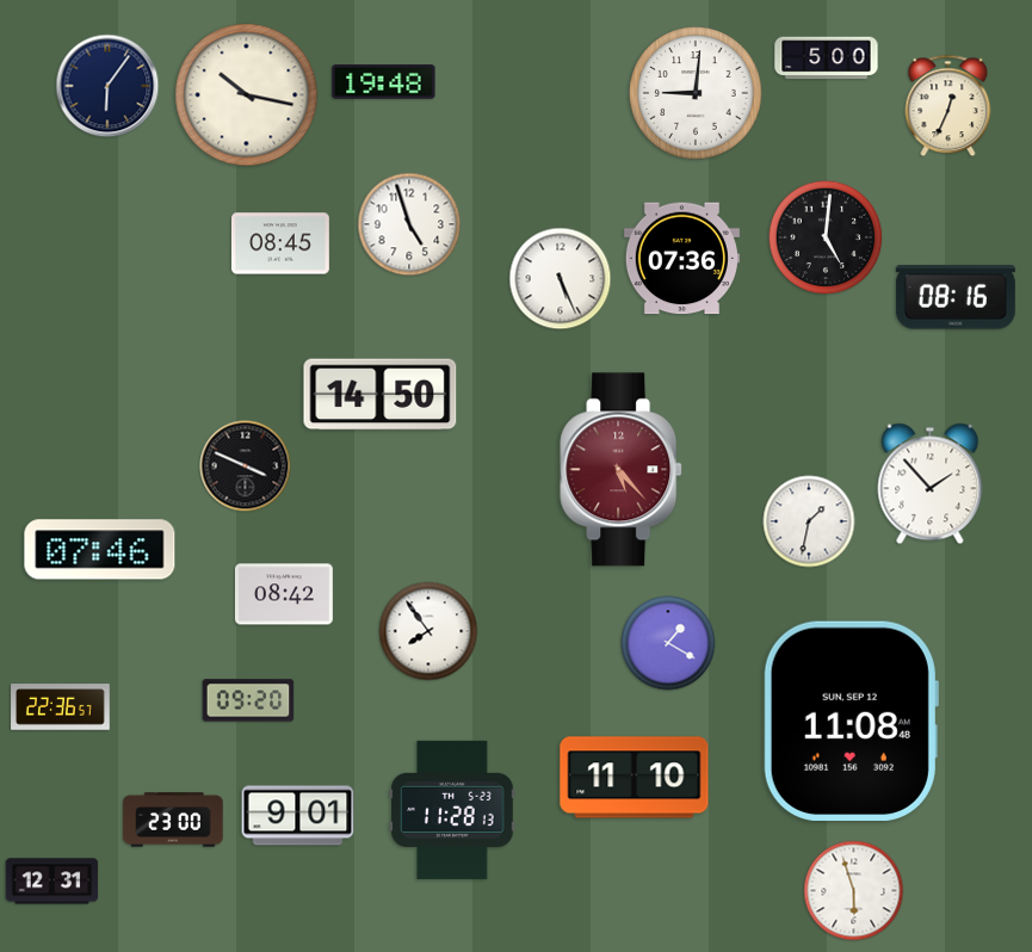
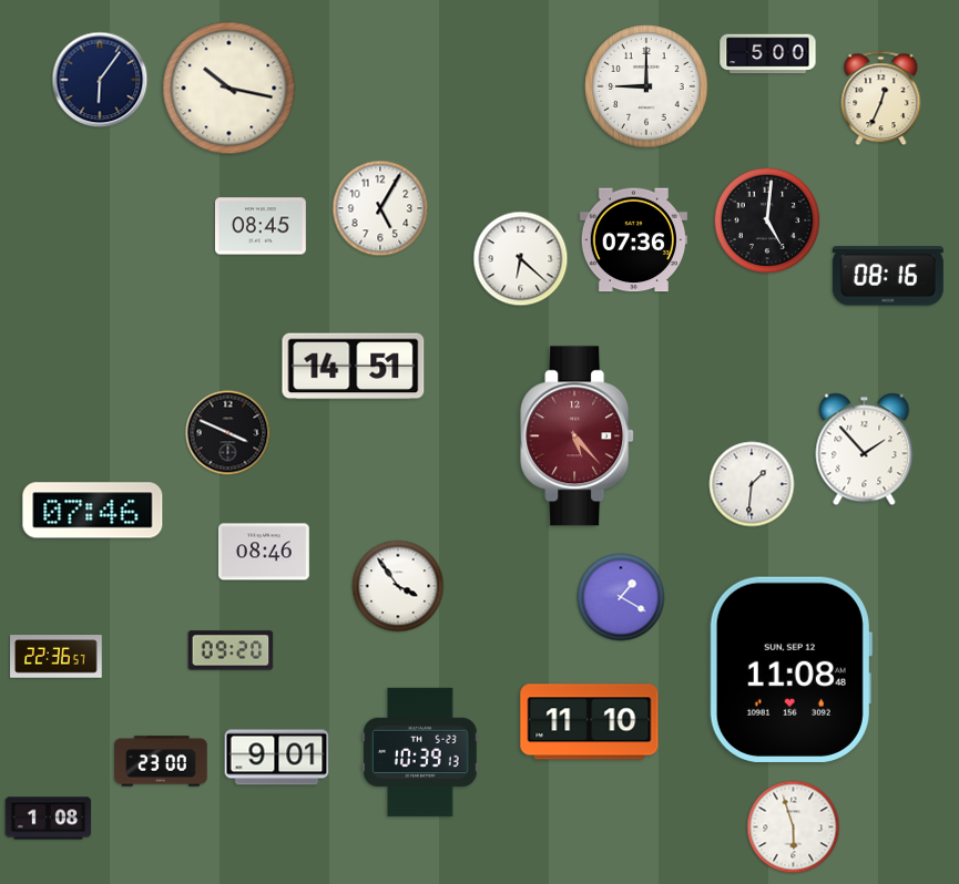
clock at (384, 82): 19:48 -> none
clock at (696, 93): 9:01 -> 9:00
clock at (409, 224): 4:57 -> 5:05
clock at (561, 279): 5:26 -> 6:22
clock at (381, 395): 14:50 -> 14:51
clock at (809, 521): 1:32 -> 1:31
clock at (284, 594): 08:42 -> 08:46
clock at (428, 631): 7:54 -> 3:54
clock at (452, 810): 11:28 -> 10:39
clock at (52, 882): 12:31 -> 1:08
